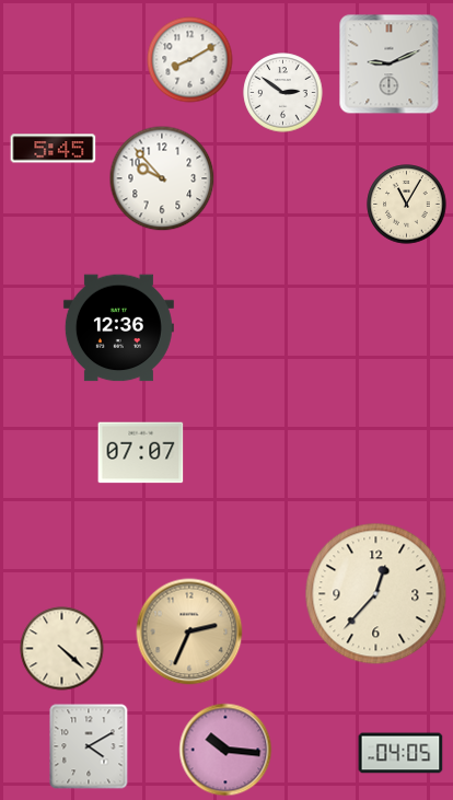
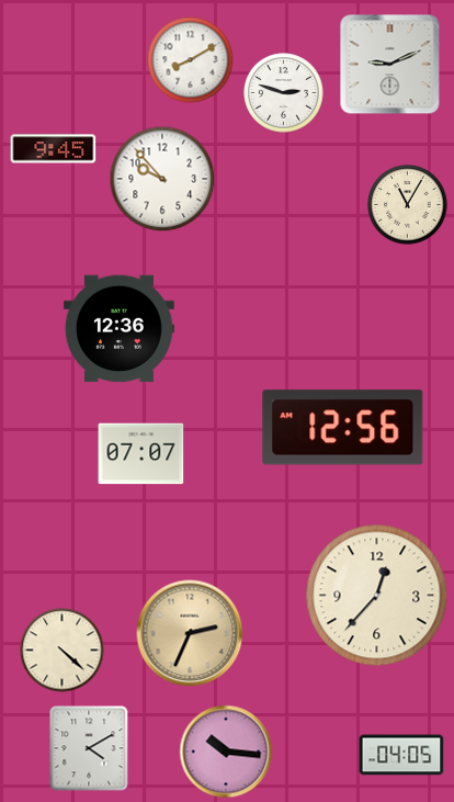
clock at (283, 93): 2:51 -> 2:48
clock at (54, 149): 5:45 -> 9:45
clock at (343, 428): none -> 12:56
